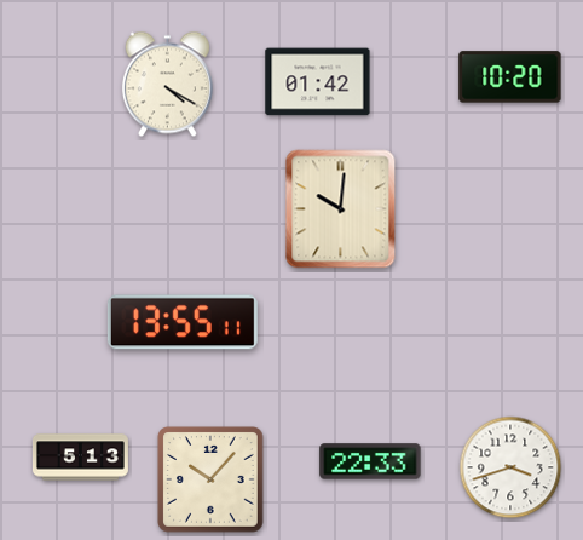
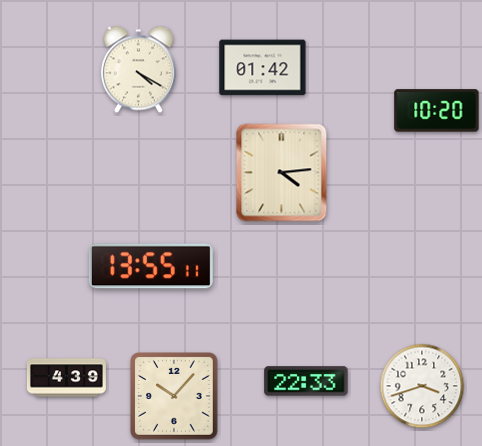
clock at (510, 77) position: (510, 77) -> (437, 111)
clock at (341, 209): 10:01 -> 4:14
clock at (80, 458): 5:13 -> 4:39
